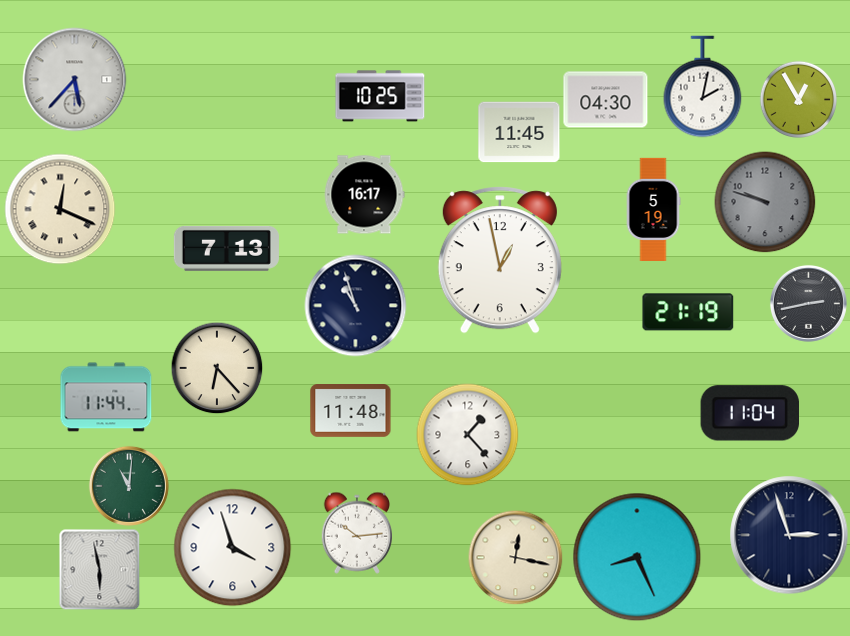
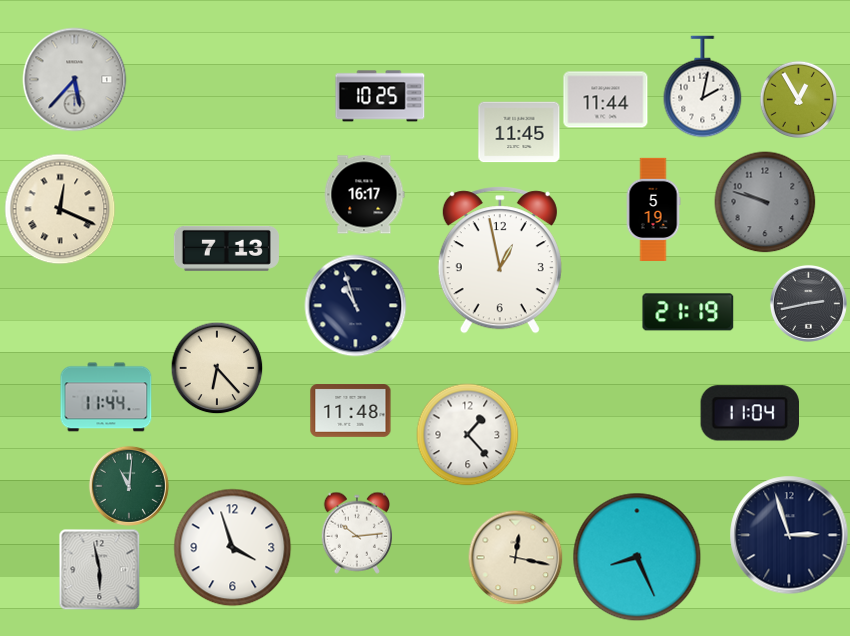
clock at (606, 100): 04:30 -> 11:44
